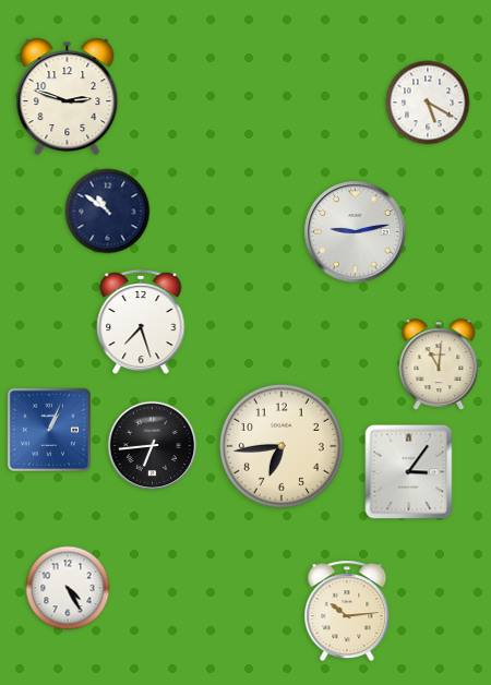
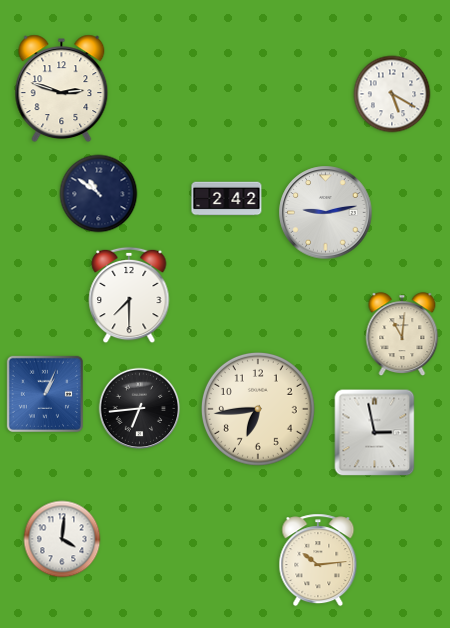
clock at (227, 199): none -> 2:42
clock at (141, 322): 7:27 -> 7:30
clock at (409, 472): 3:06 -> 2:58
clock at (68, 588): 4:25 -> 4:01
